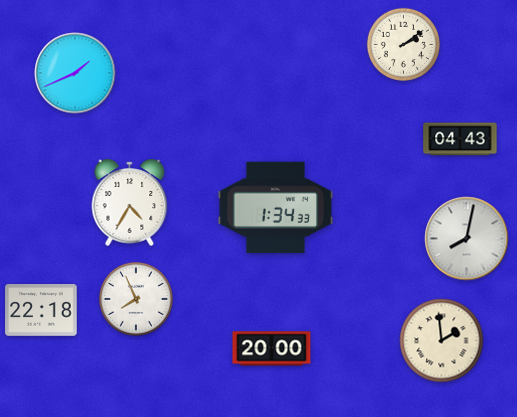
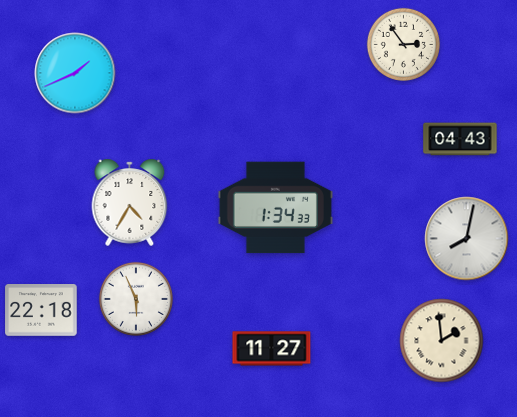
clock at (403, 44): 2:09 -> 2:54
clock at (136, 299): 7:56 -> 5:56
clock at (272, 349): 20:00 -> 11:27
